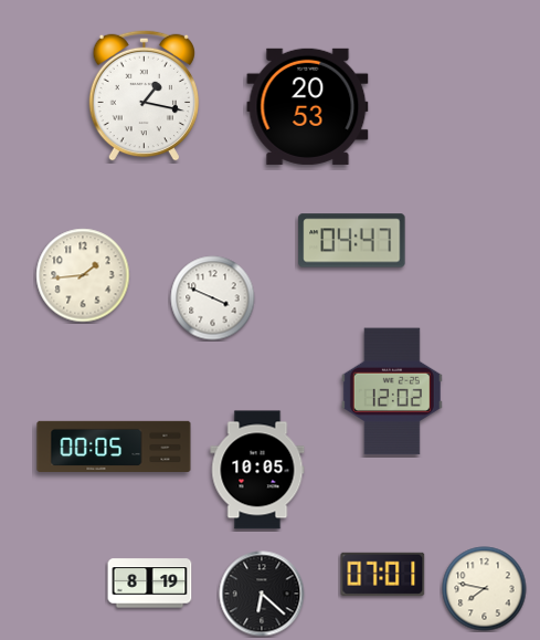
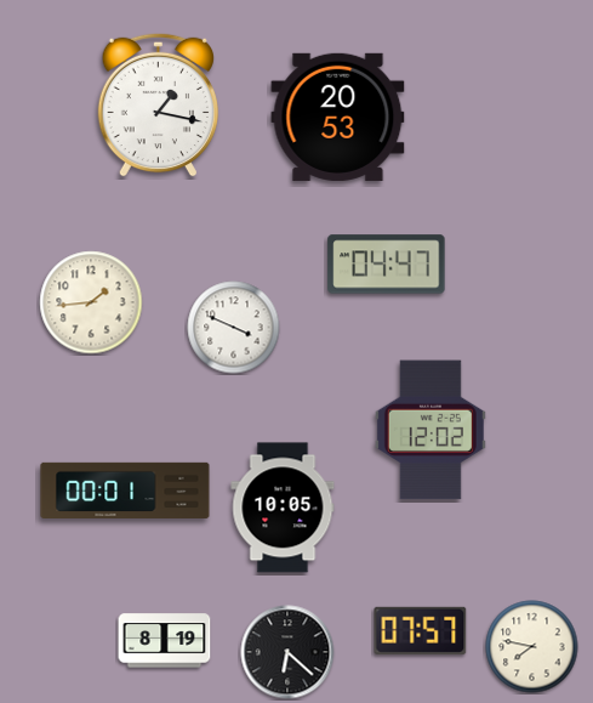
clock at (114, 445): 00:05 -> 00:01
clock at (257, 470) position: (257, 470) -> (283, 508)
clock at (383, 574): 07:01 -> 07:57
